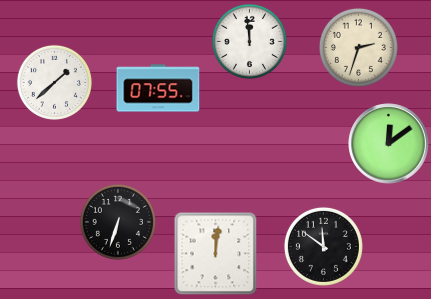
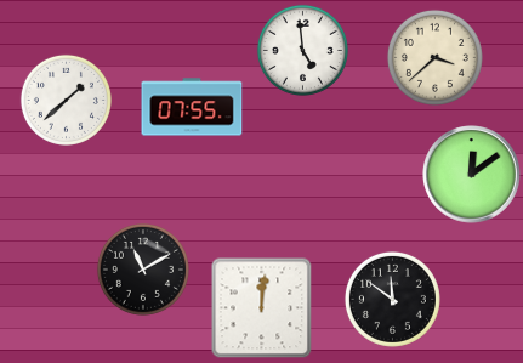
clock at (249, 41): 11:59 -> 4:59
clock at (358, 47): 2:33 -> 3:38
clock at (118, 222): 6:33 -> 11:10
